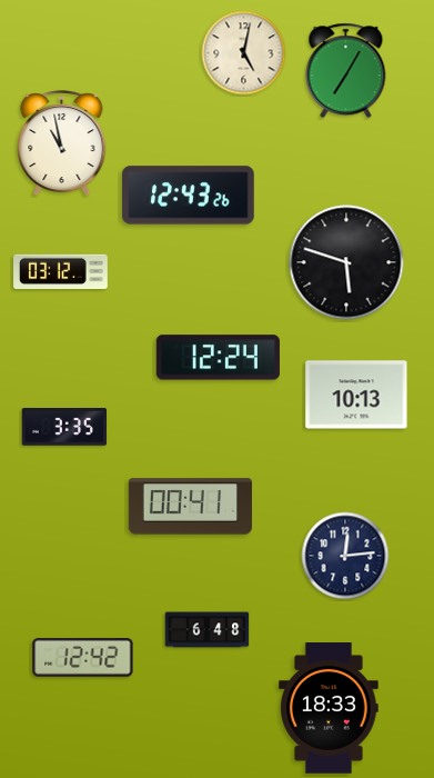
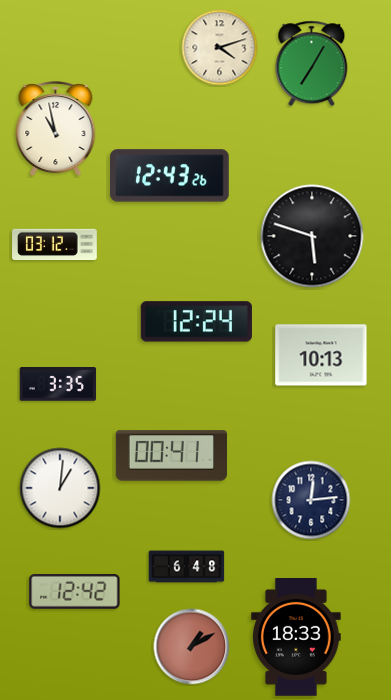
clock at (244, 53): 5:02 -> 4:12
clock at (60, 488): none -> 1:01
clock at (192, 647): none -> 1:10
